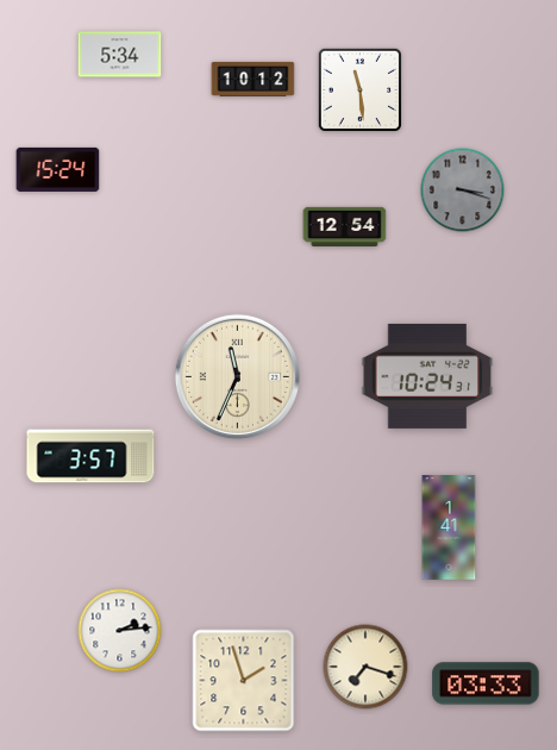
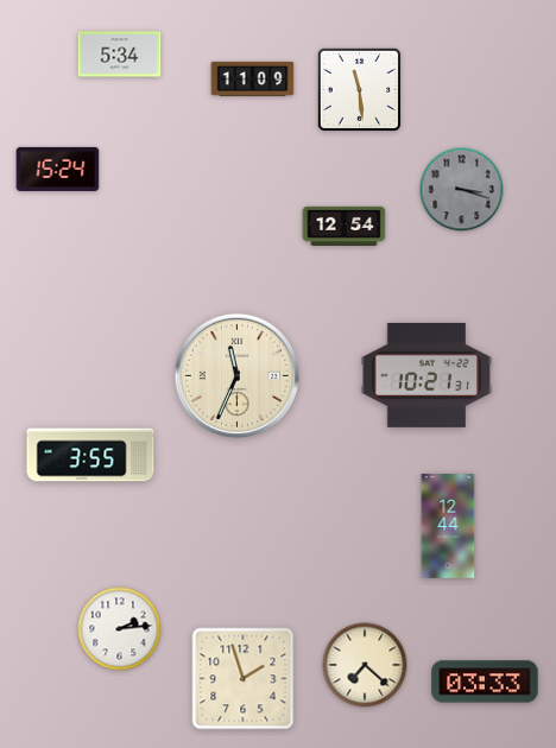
clock at (254, 79): 10:12 -> 11:09
clock at (427, 376): 10:24 -> 10:21
clock at (90, 456): 3:57 -> 3:55
clock at (449, 527): 1:41 -> 12:44
clock at (365, 667): 7:18 -> 7:22
